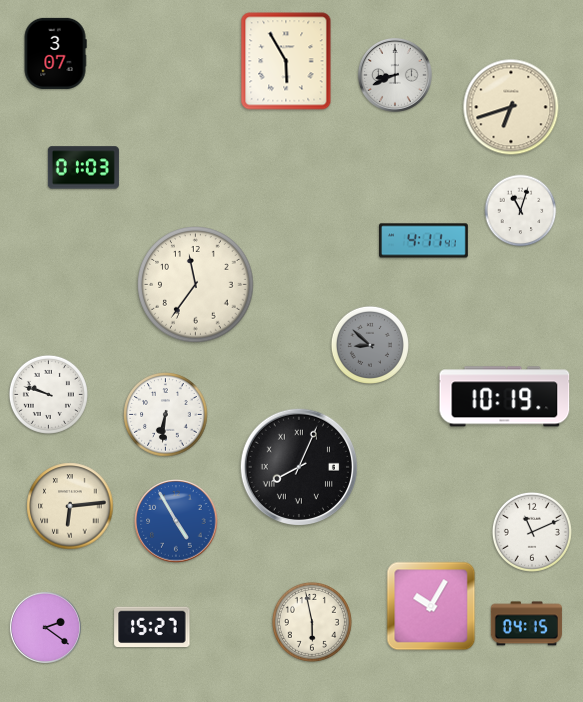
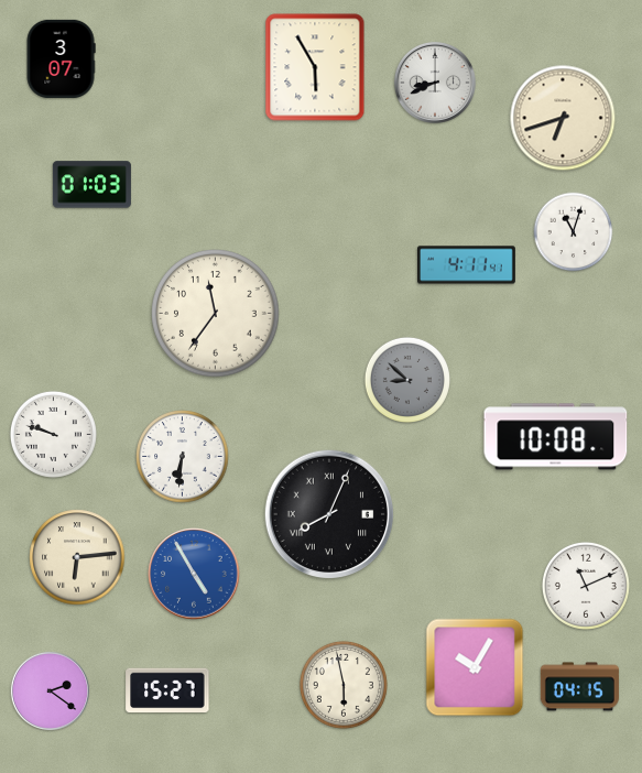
clock at (505, 397): 10:19 -> 10:08
